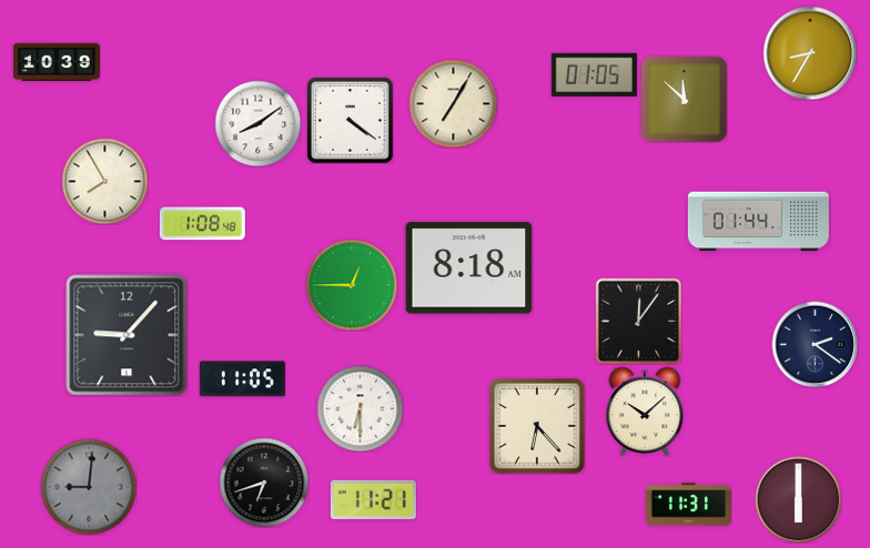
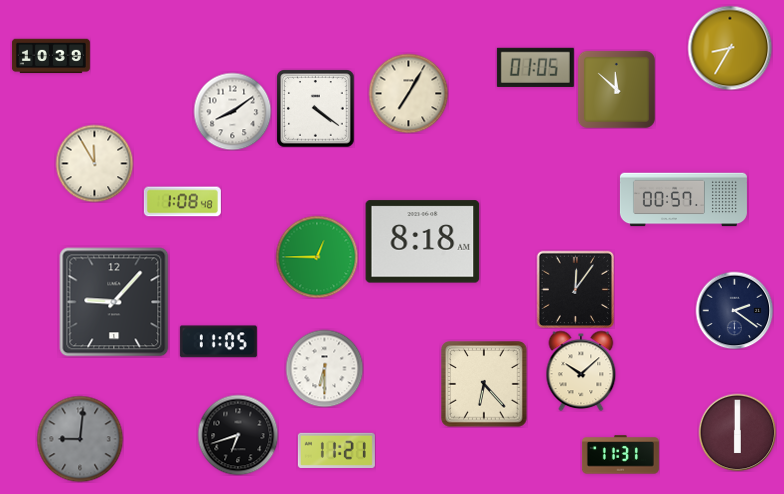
clock at (104, 181): 7:55 -> 11:55
clock at (758, 222): 01:44 -> 00:57
clock at (798, 499) position: (798, 499) -> (737, 432)
